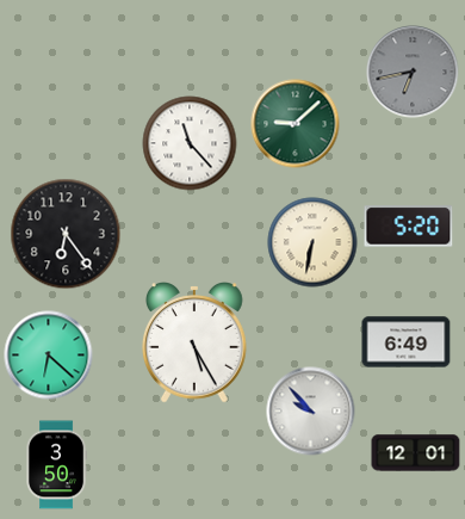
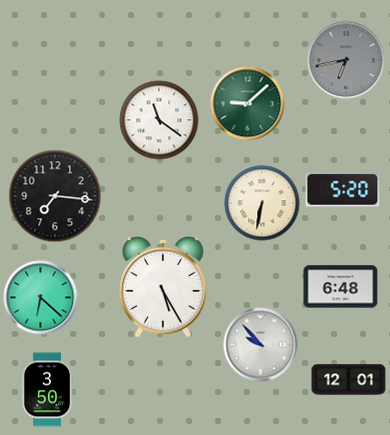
clock at (190, 143): 11:23 -> 11:21
clock at (66, 234): 6:24 -> 7:16
clock at (407, 342): 6:49 -> 6:48
